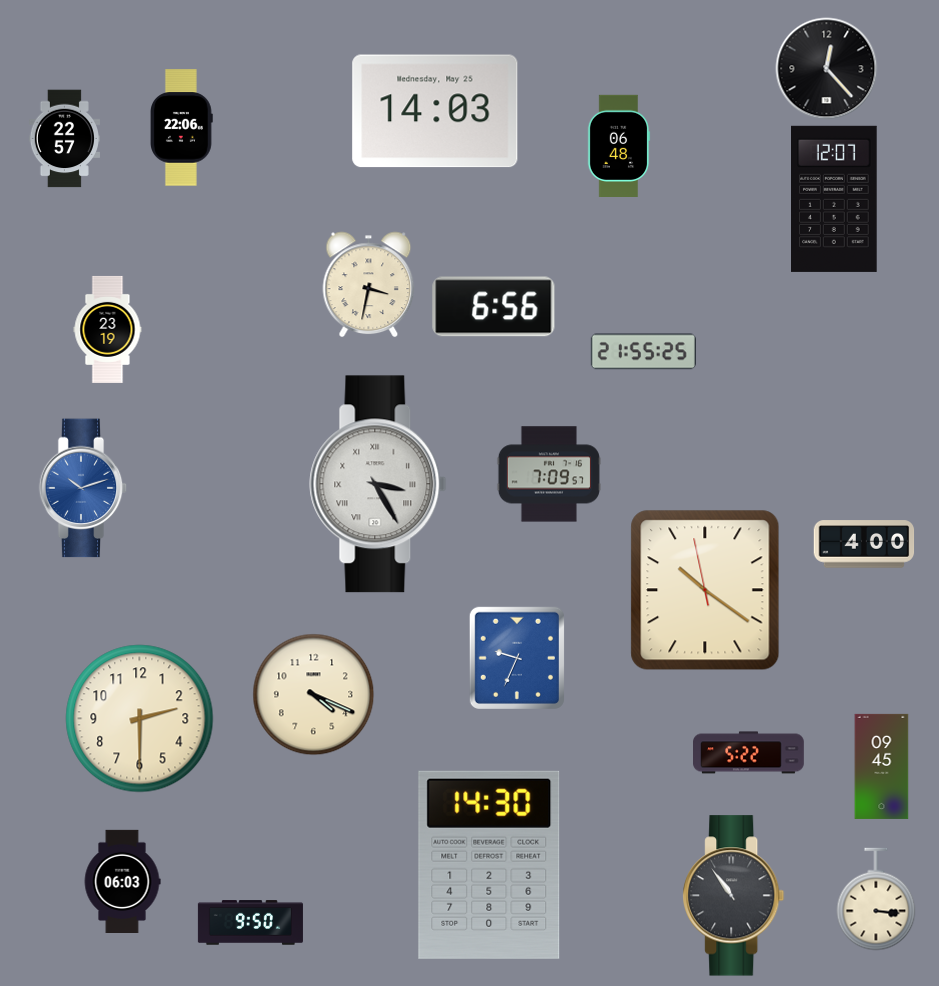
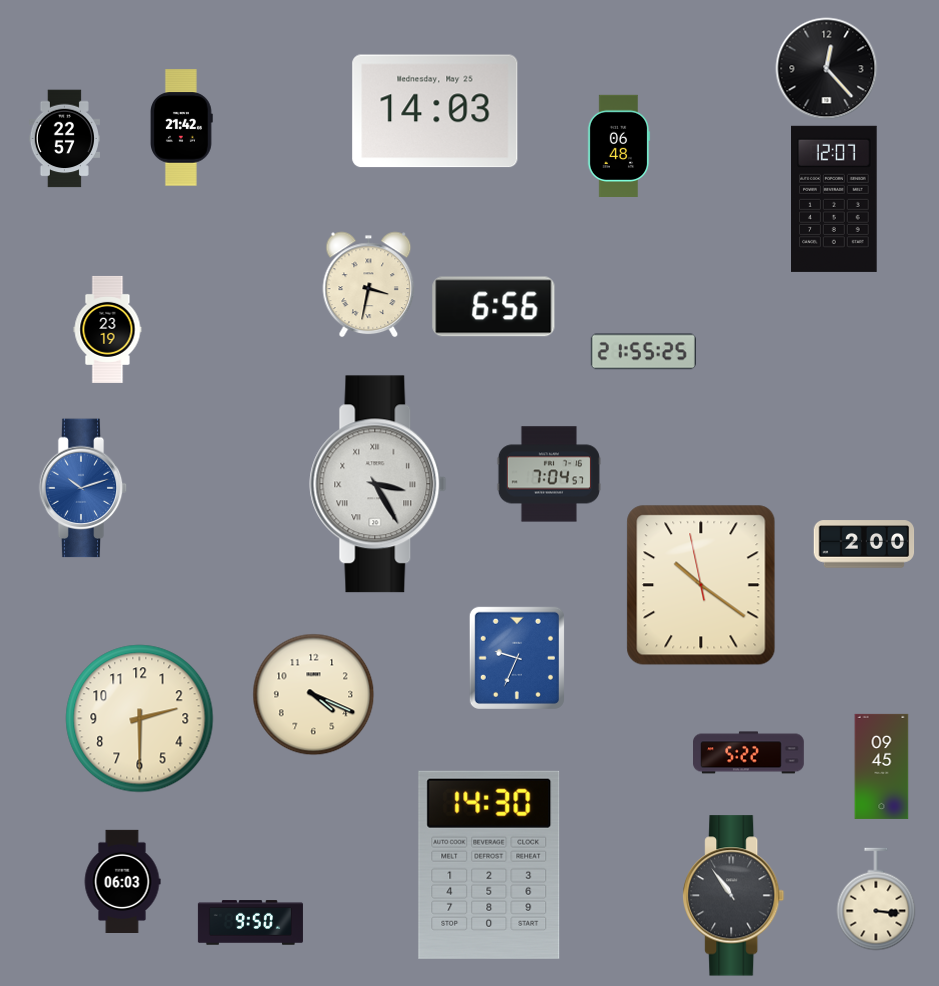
clock at (182, 128): 22:06 -> 21:42
clock at (549, 474): 7:09 -> 7:04
clock at (864, 544): 4:00 -> 2:00
clock at (705, 590) position: (705, 590) -> (701, 585)
